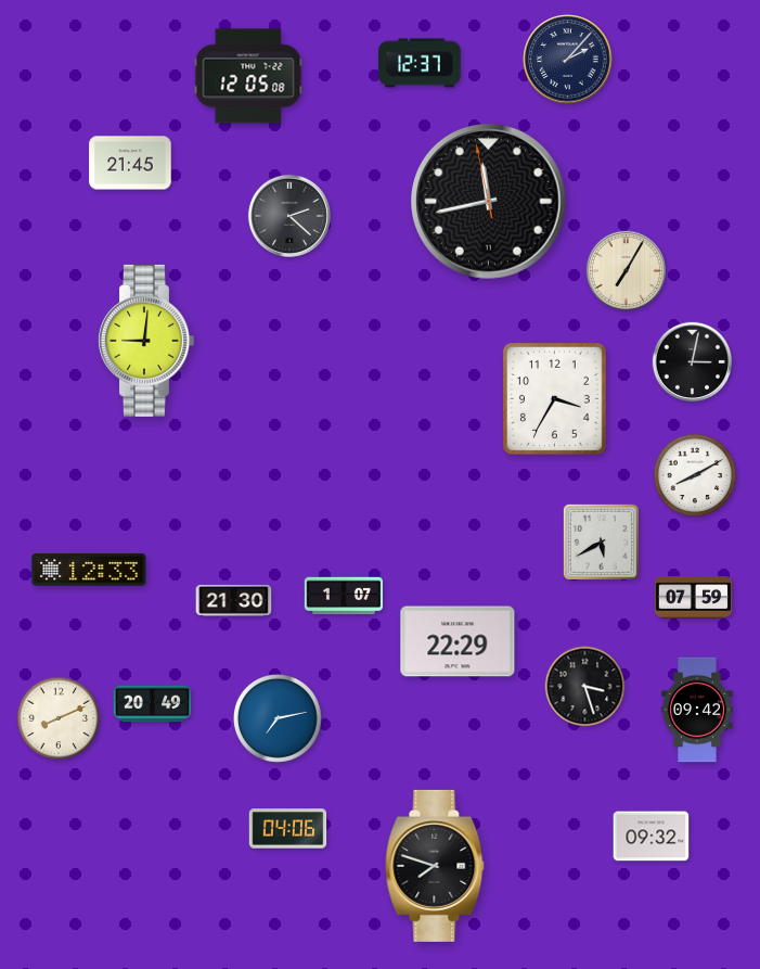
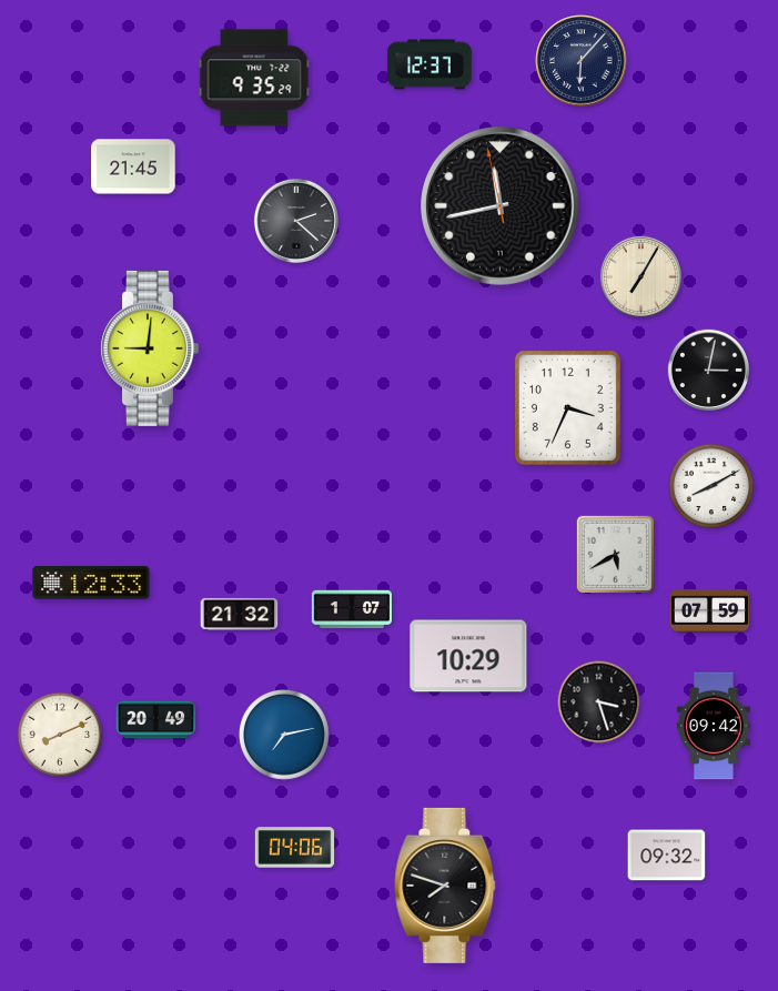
clock at (568, 60): 2:07 -> 6:07
clock at (248, 76): 12:05 -> 9:35
clock at (554, 398): 3:35 -> 3:34
clock at (234, 600): 21:30 -> 21:32
clock at (458, 641): 22:29 -> 10:29
